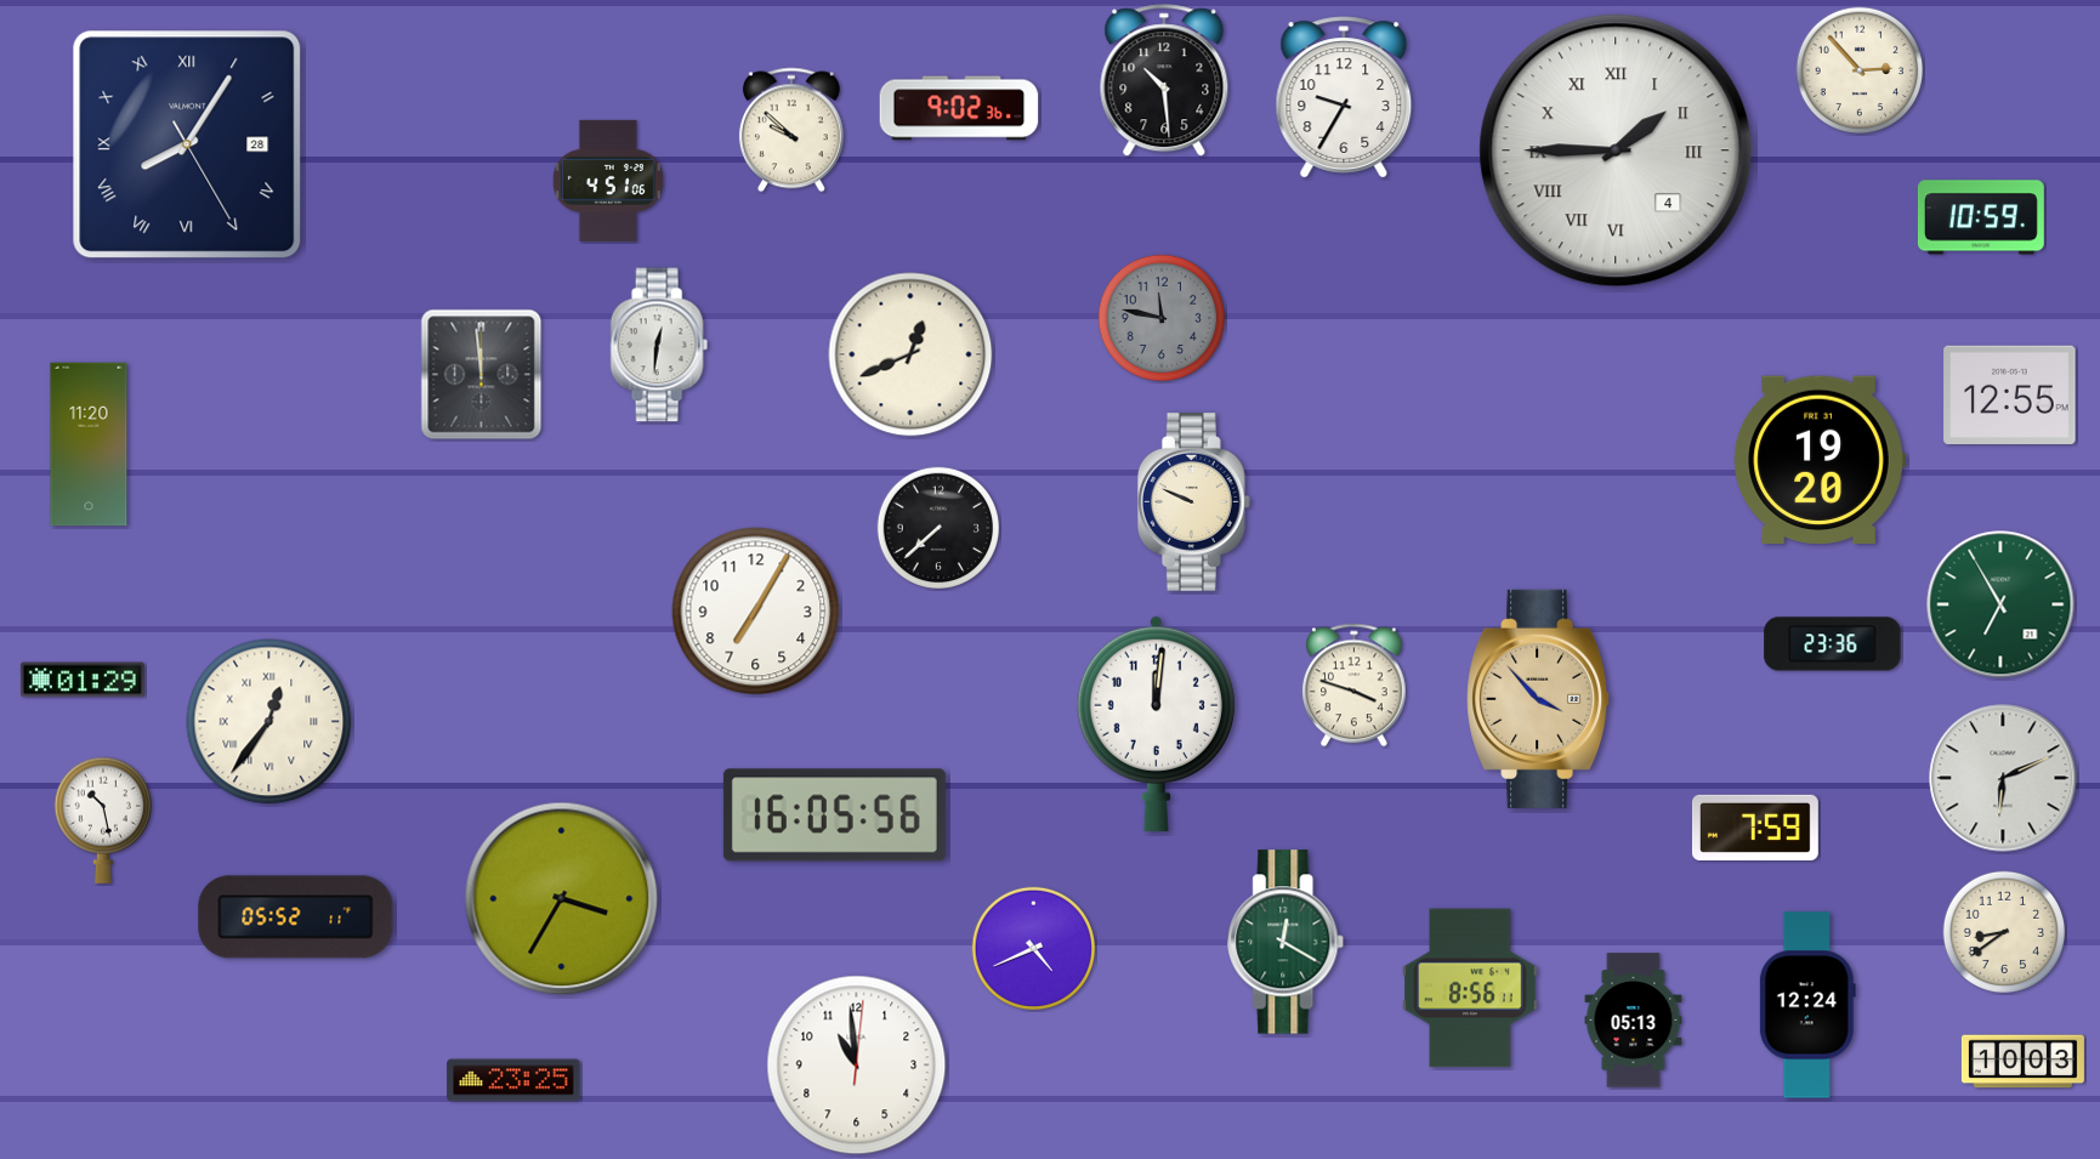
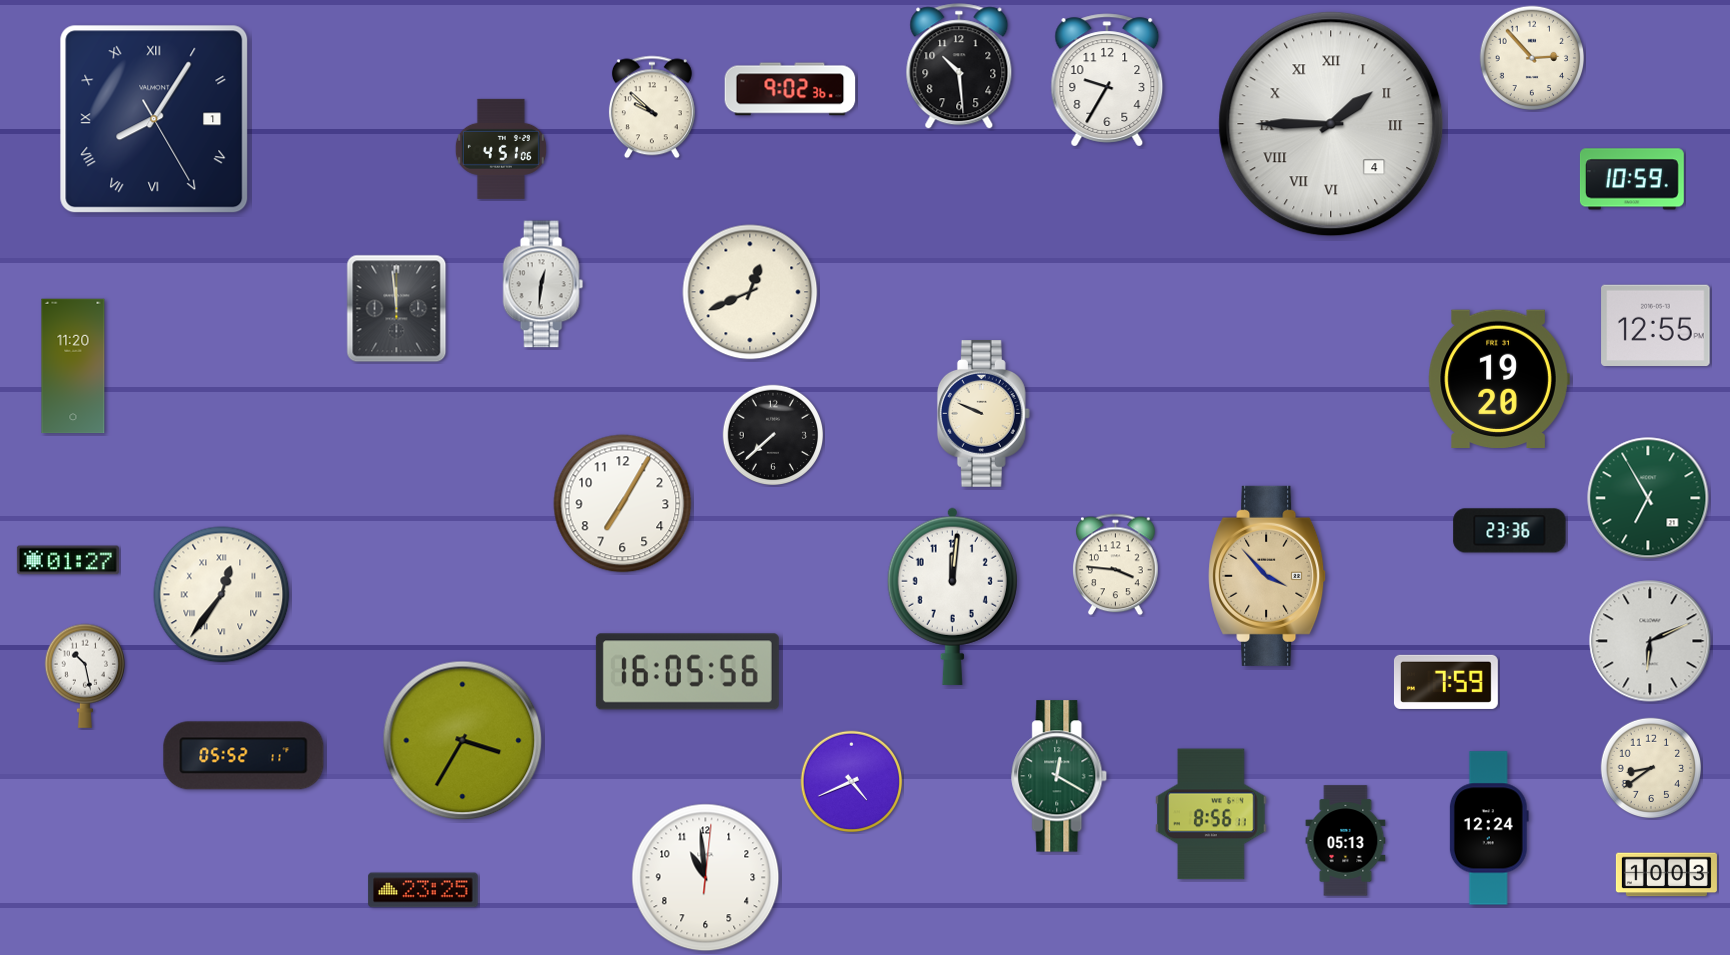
clock at (187, 144) date: 28 -> 1
clock at (1162, 318): 11:47 -> none
clock at (83, 680): 01:29 -> 01:27
clock at (1355, 686): 3:48 -> 3:46
